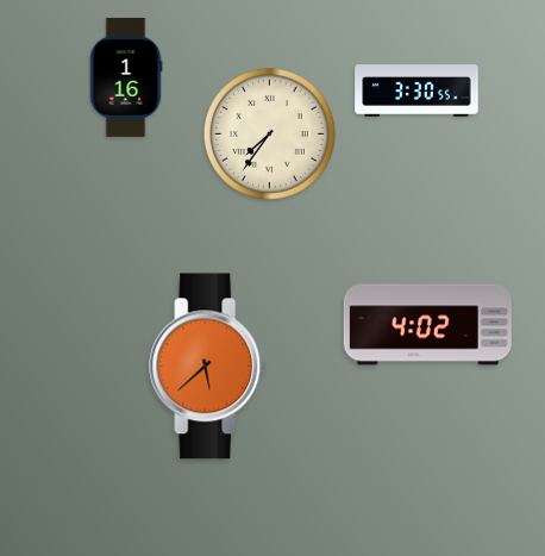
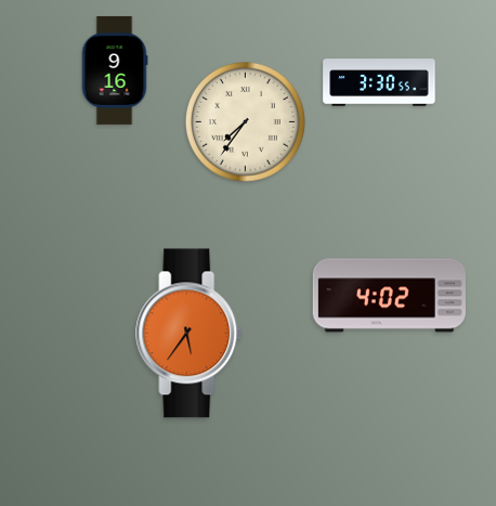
clock at (126, 77): 1:16 -> 9:16
clock at (208, 367): 5:38 -> 5:36
